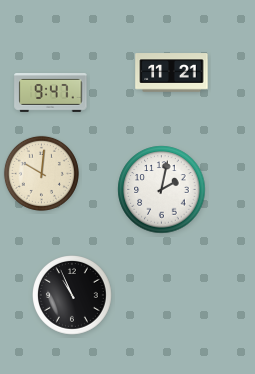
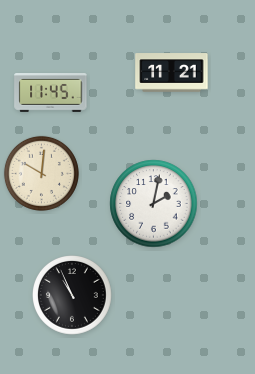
clock at (51, 93): 9:47 -> 11:45
clock at (162, 190) position: (162, 190) -> (154, 204)
